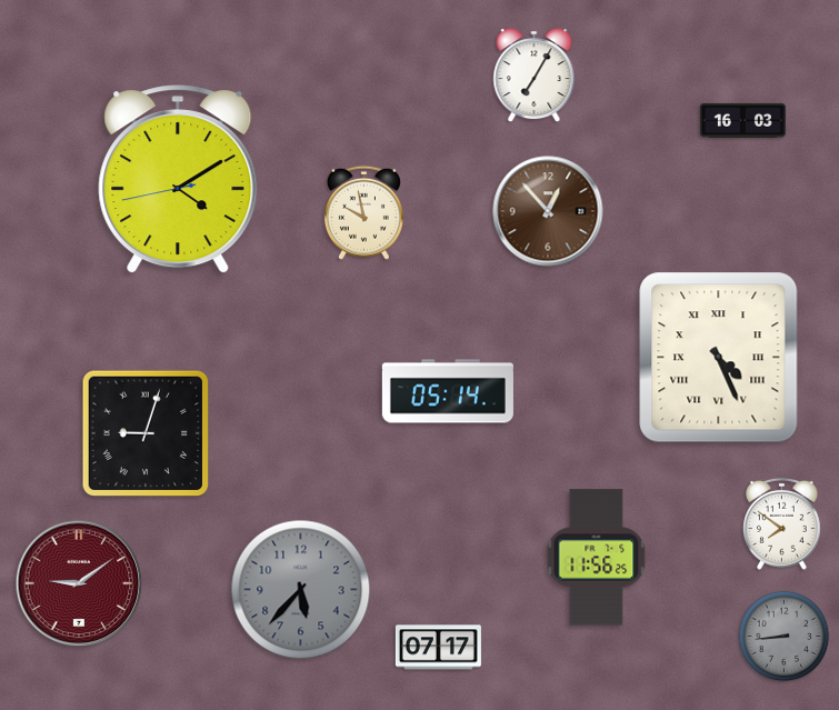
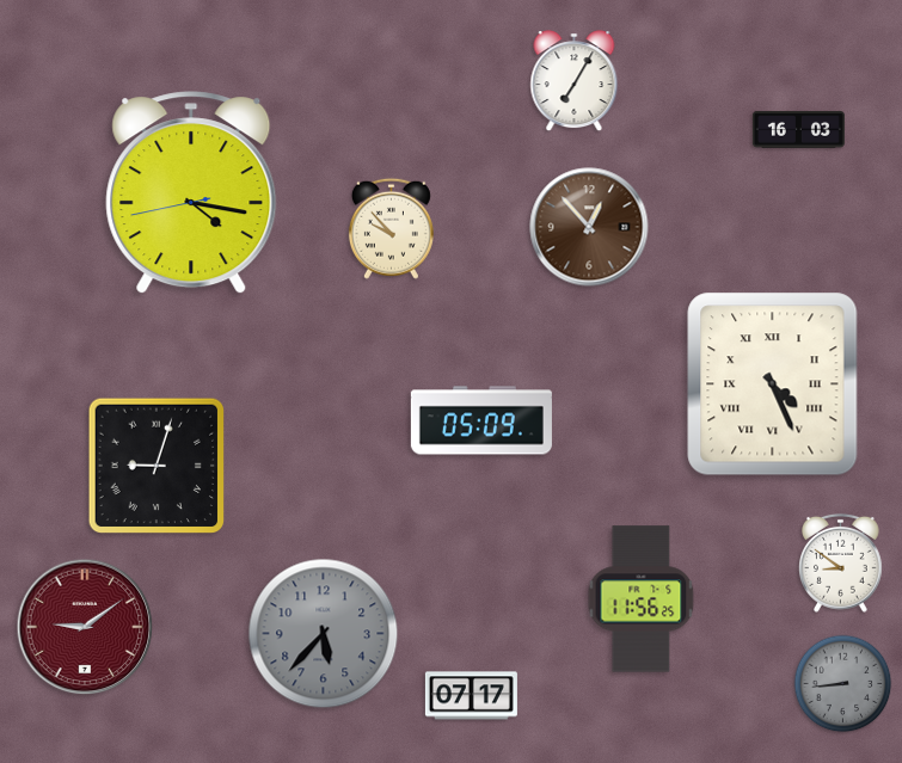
clock at (178, 180): 4:09 -> 4:16
clock at (363, 212): 9:58 -> 9:53
clock at (448, 391): 05:14 -> 05:09
clock at (782, 523): 7:51 -> 8:51
